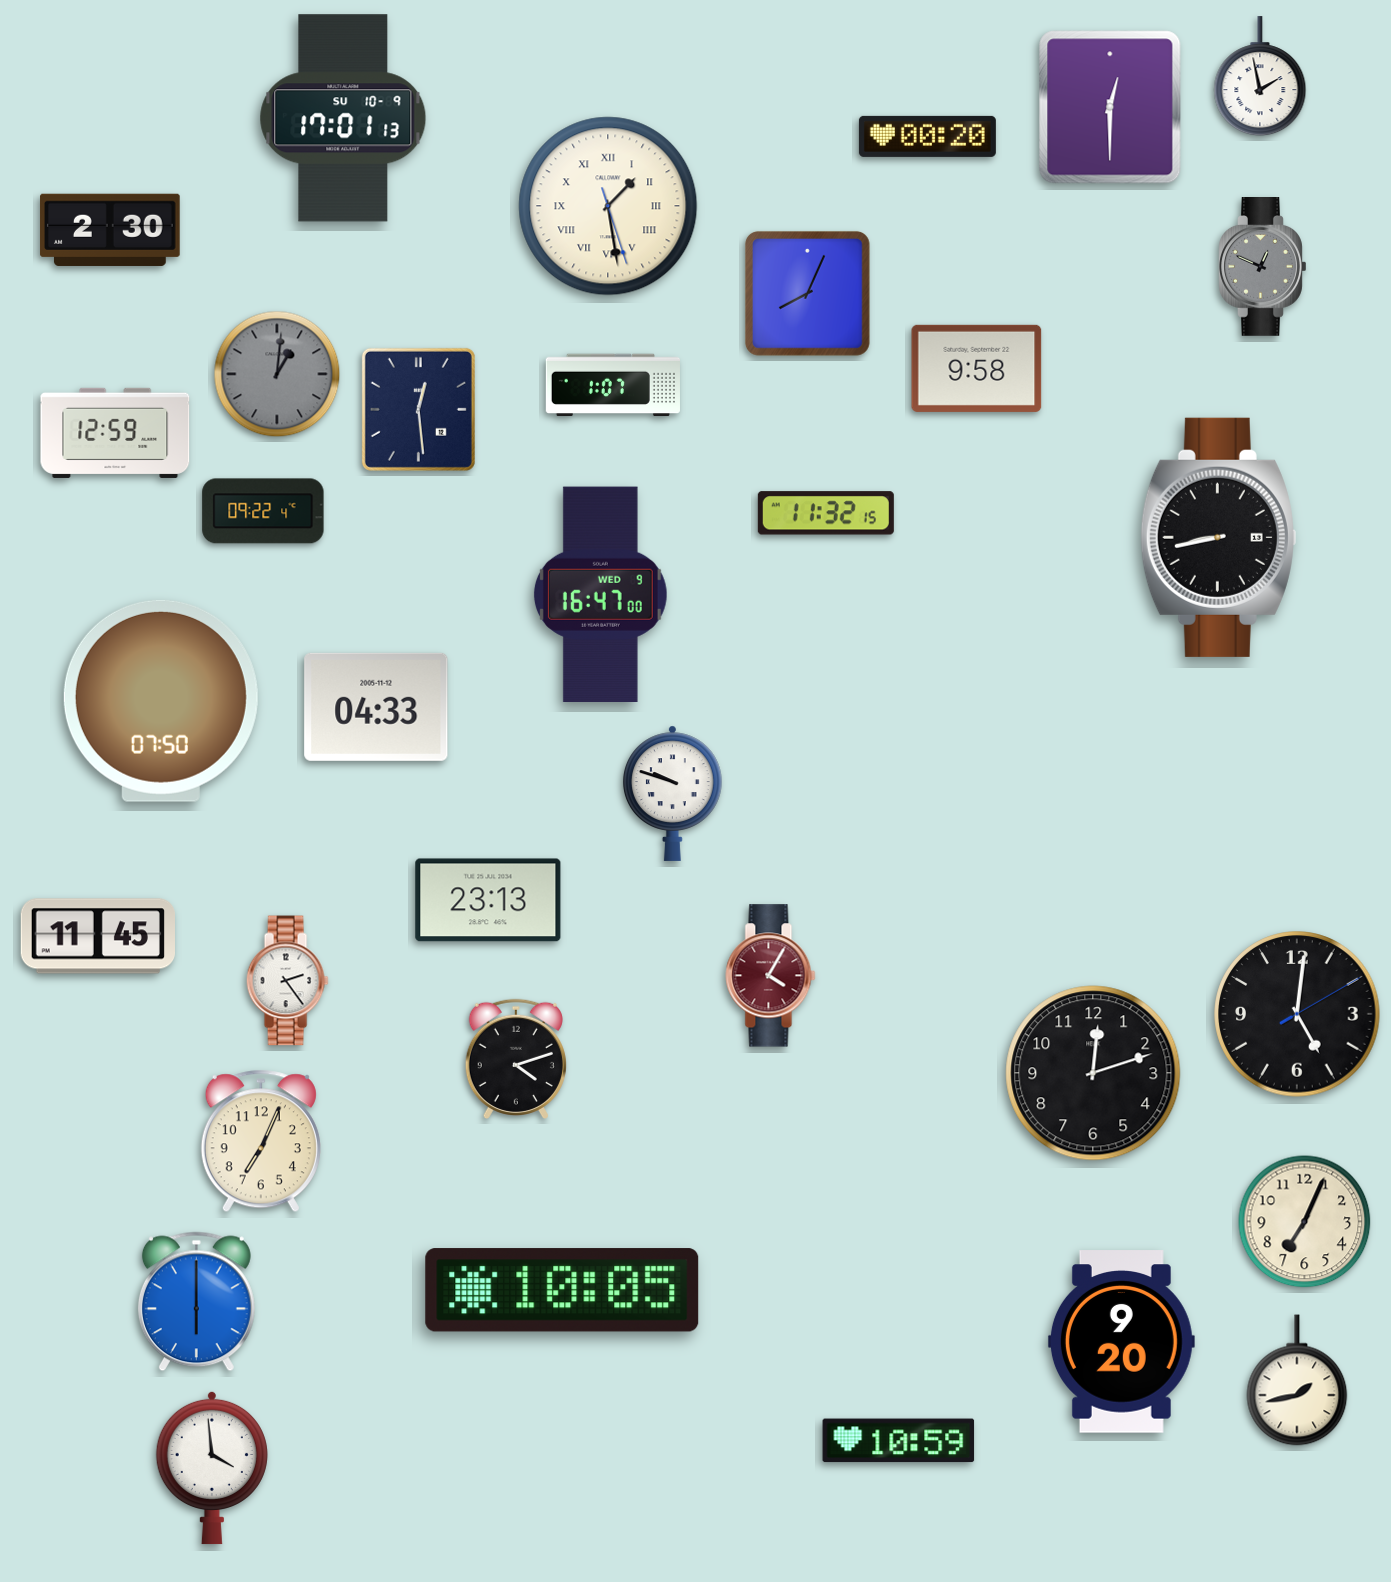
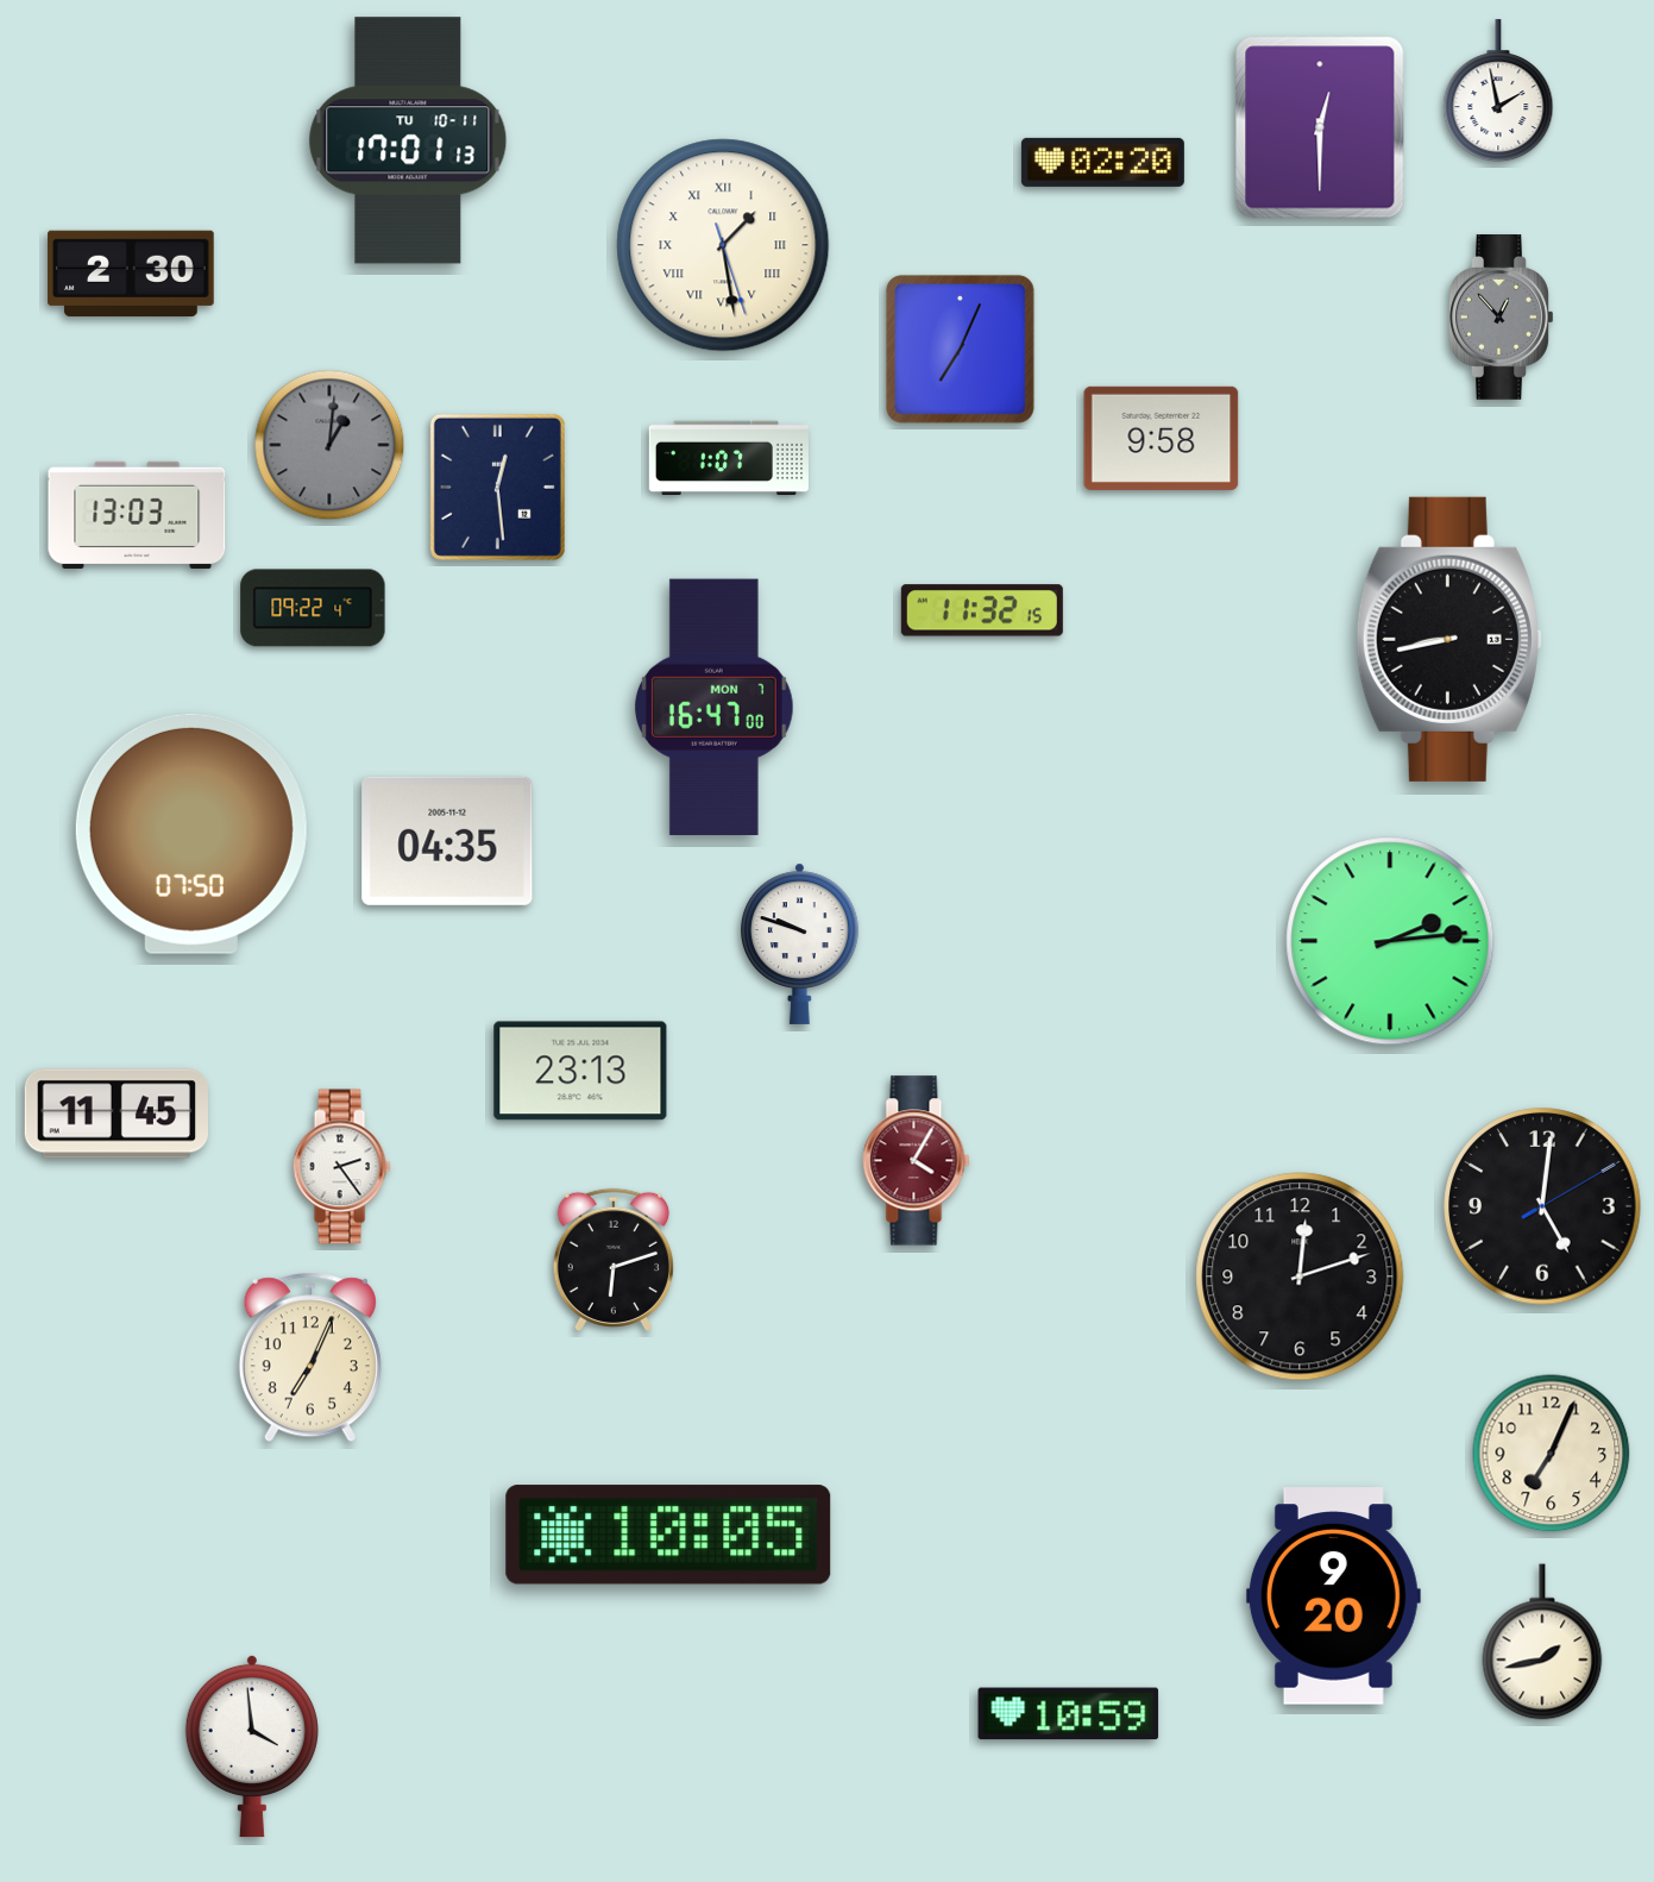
clock at (343, 118) date: SU 10-9 -> TU 10-11
clock at (927, 136): 00:20 -> 02:20
clock at (1263, 267): 12:49 -> 12:53
clock at (807, 293): 8:04 -> 7:04
clock at (115, 433): 12:59 -> 13:03
clock at (600, 595) date: WED 9 -> MON 7
clock at (376, 707): 04:33 -> 04:35
clock at (1390, 941): none -> 2:14
clock at (516, 1058): 4:12 -> 6:12
clock at (196, 1302): 6:00 -> none
